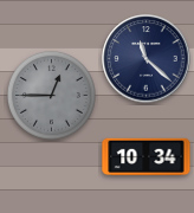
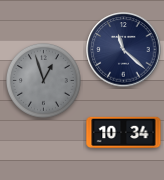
clock at (52, 96): 12:45 -> 12:57
